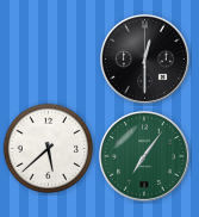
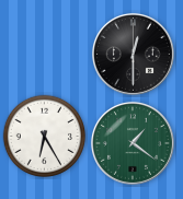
clock at (49, 149): 5:38 -> 6:25
clock at (144, 156): 7:06 -> 1:21
